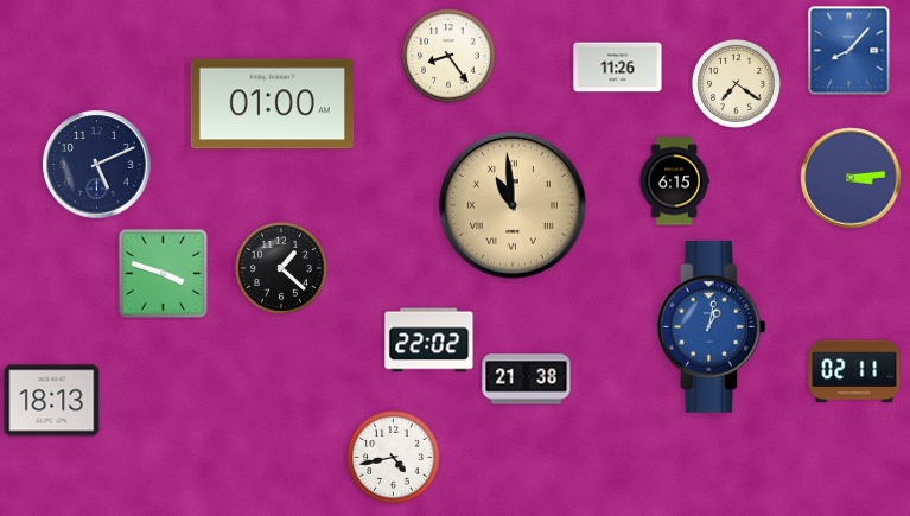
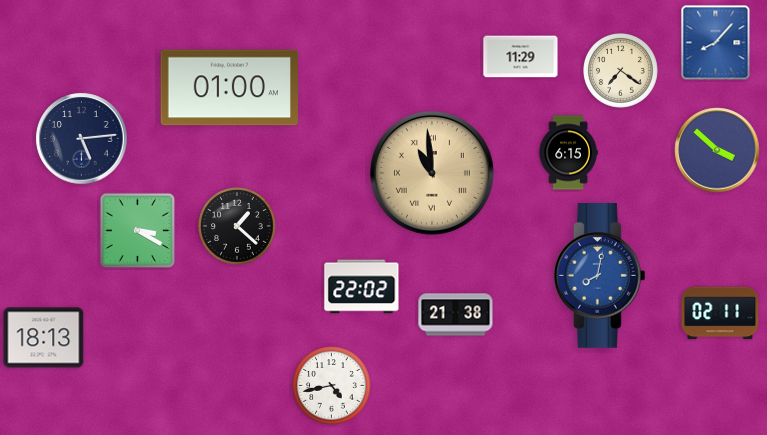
clock at (448, 56): 8:24 -> none
clock at (618, 68): 11:26 -> 11:29
clock at (97, 165): 5:11 -> 5:14
clock at (851, 178): 3:14 -> 3:52
clock at (164, 274): 3:48 -> 3:20
clock at (711, 327): 1:02 -> 8:02
clock at (527, 380) position: (527, 380) -> (456, 315)
